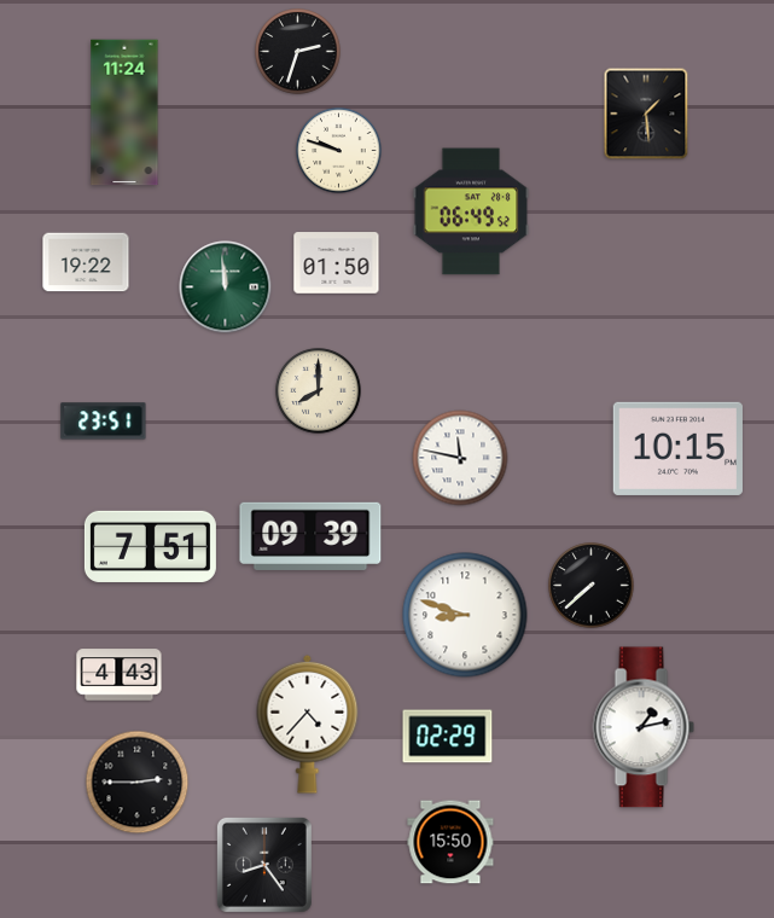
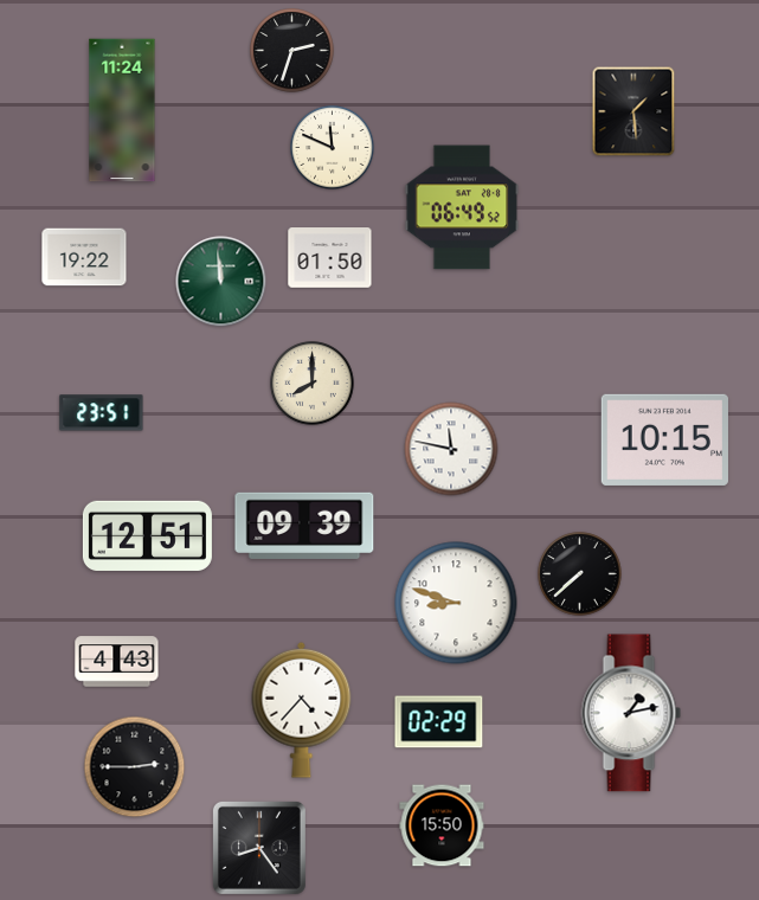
clock at (339, 151): 9:48 -> 11:49
clock at (150, 546): 7:51 -> 12:51
